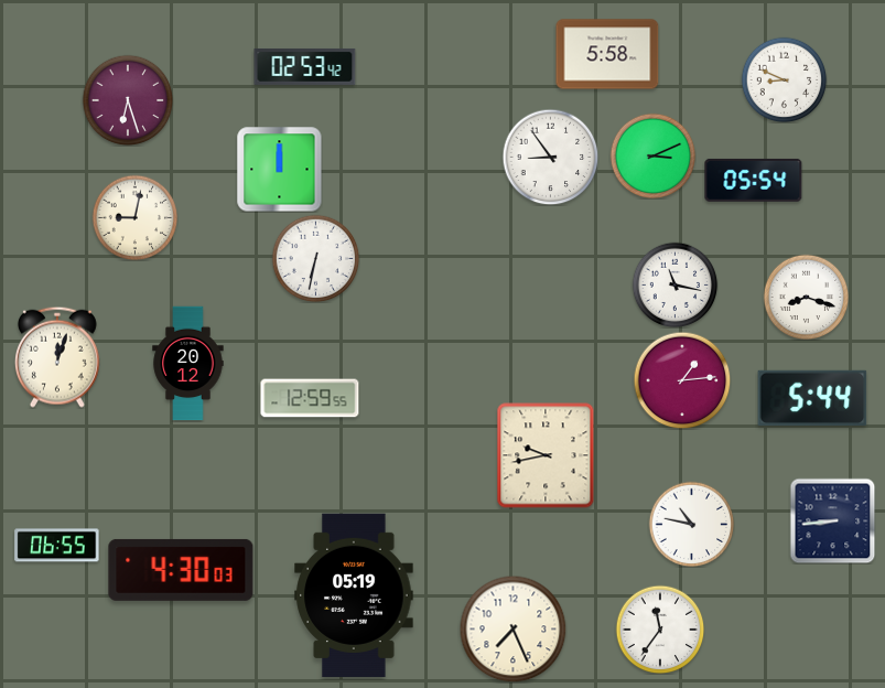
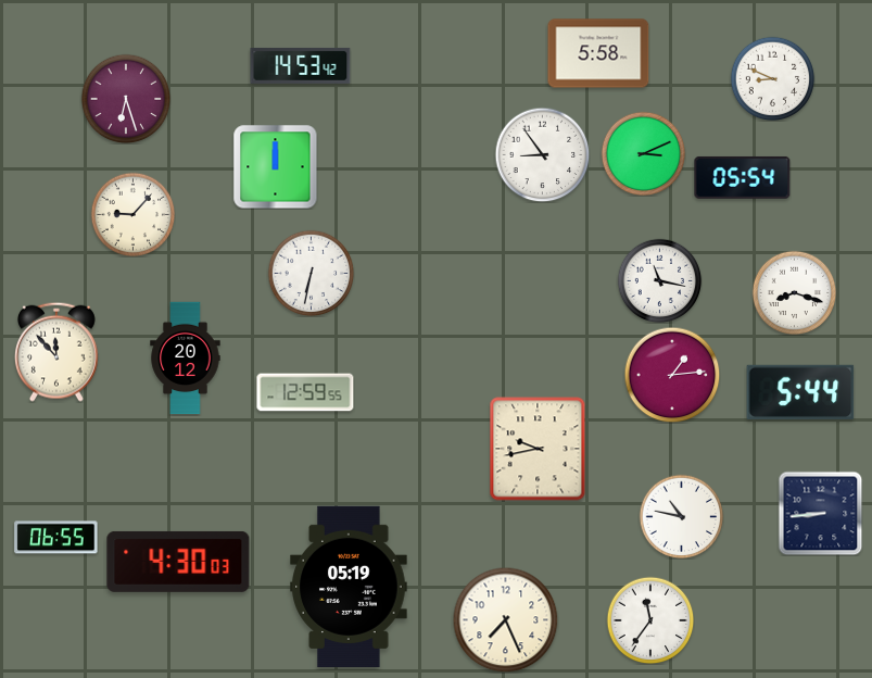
clock at (305, 66): 02:53 -> 14:53
clock at (134, 217): 9:02 -> 9:07
clock at (315, 258) position: (315, 258) -> (311, 273)
clock at (674, 284) position: (674, 284) -> (659, 280)
clock at (57, 357): 12:03 -> 11:53
